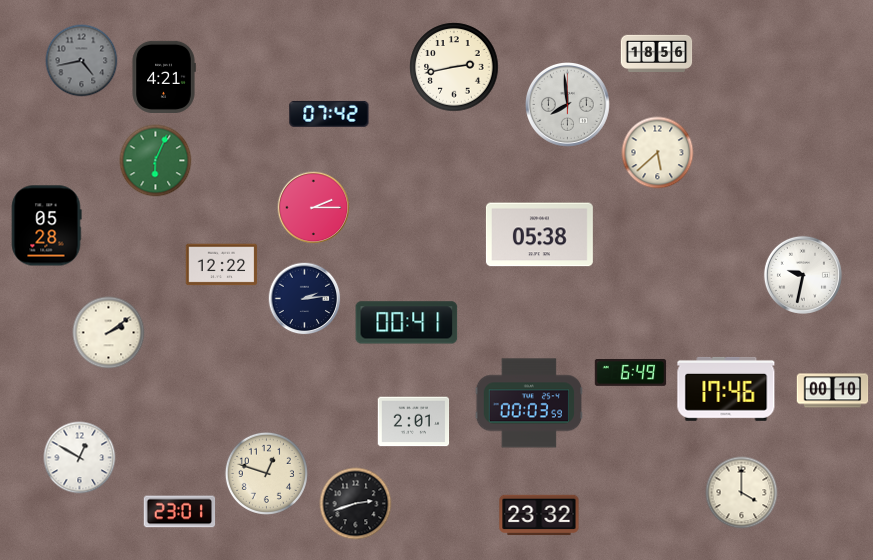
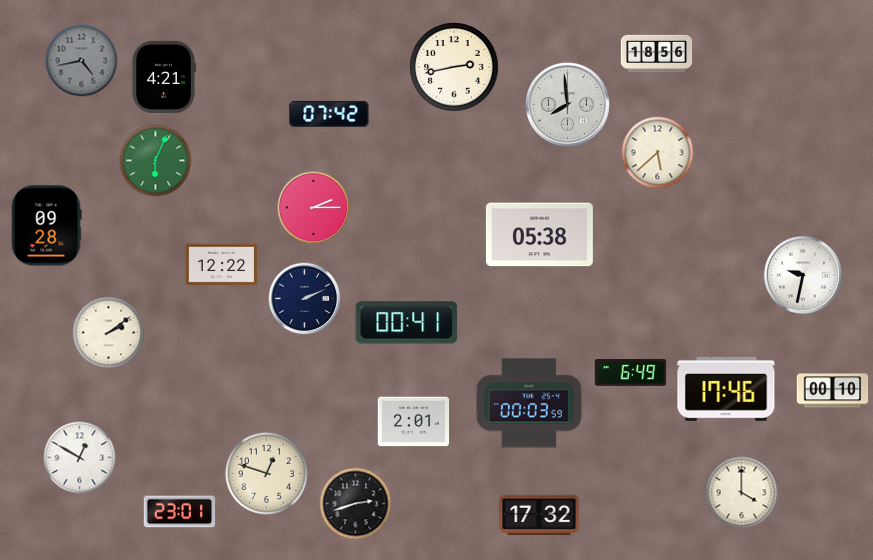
clock at (46, 226): 05:28 -> 09:28
clock at (305, 299): 2:14 -> 2:11
clock at (539, 515): 23:32 -> 17:32
